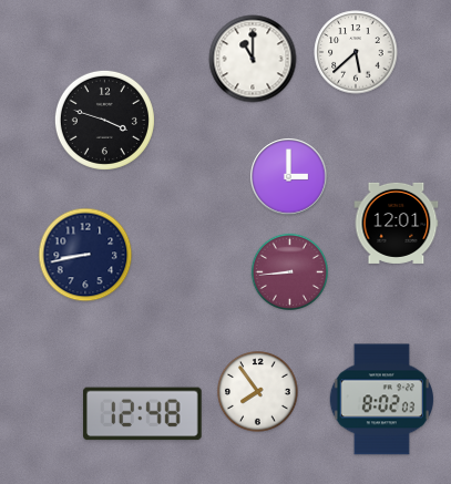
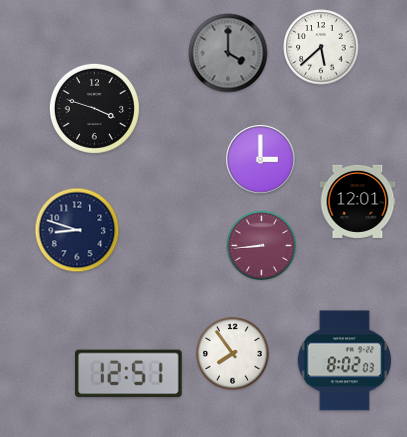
clock at (253, 59): 11:00 -> 4:00
clock at (253, 59) dial: white -> grey
clock at (85, 255): 8:43 -> 8:48
clock at (143, 414): 12:48 -> 12:51
